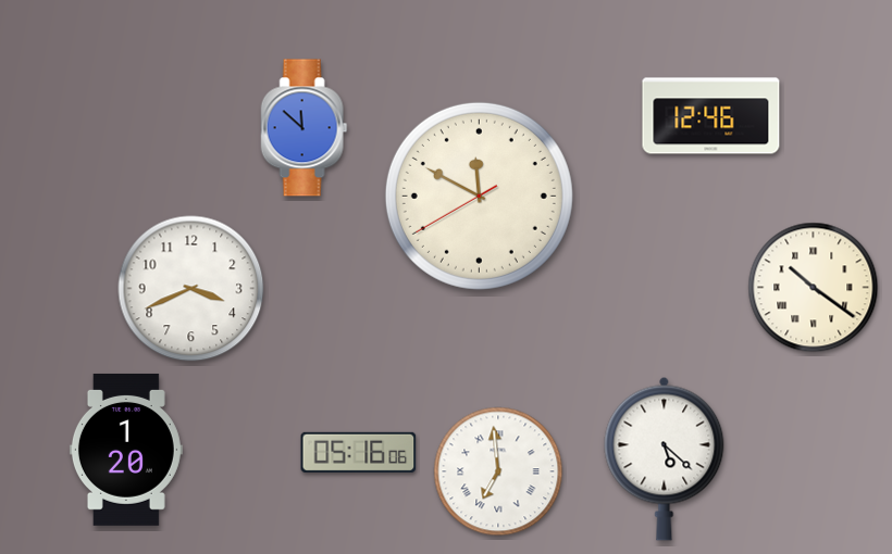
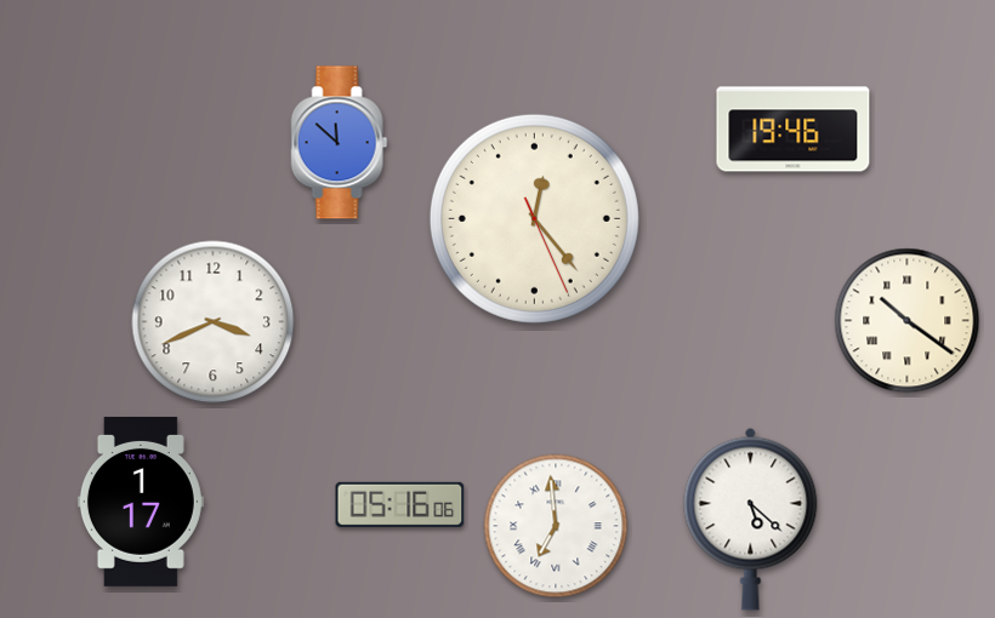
clock at (711, 116): 12:46 -> 19:46
clock at (479, 196): 11:49 -> 12:23
clock at (126, 450): 1:20 -> 1:17
clock at (665, 458) position: (665, 458) -> (751, 519)
